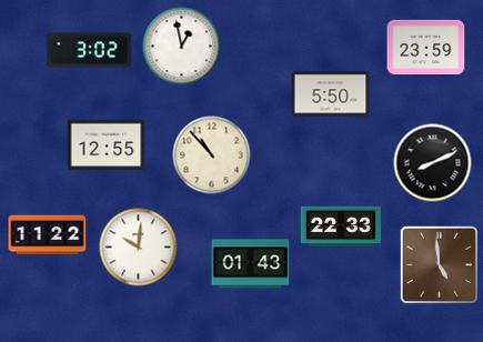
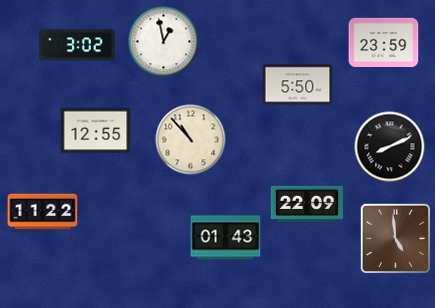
clock at (89, 50) position: (89, 50) -> (77, 45)
clock at (340, 227): 22:33 -> 22:09
clock at (139, 248): 10:01 -> none
